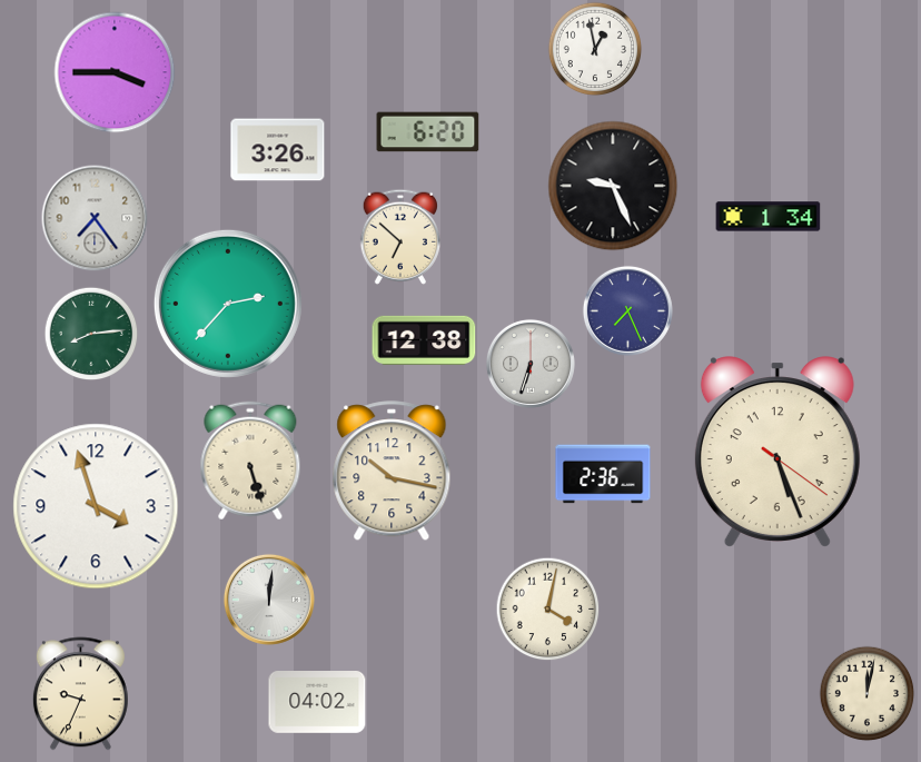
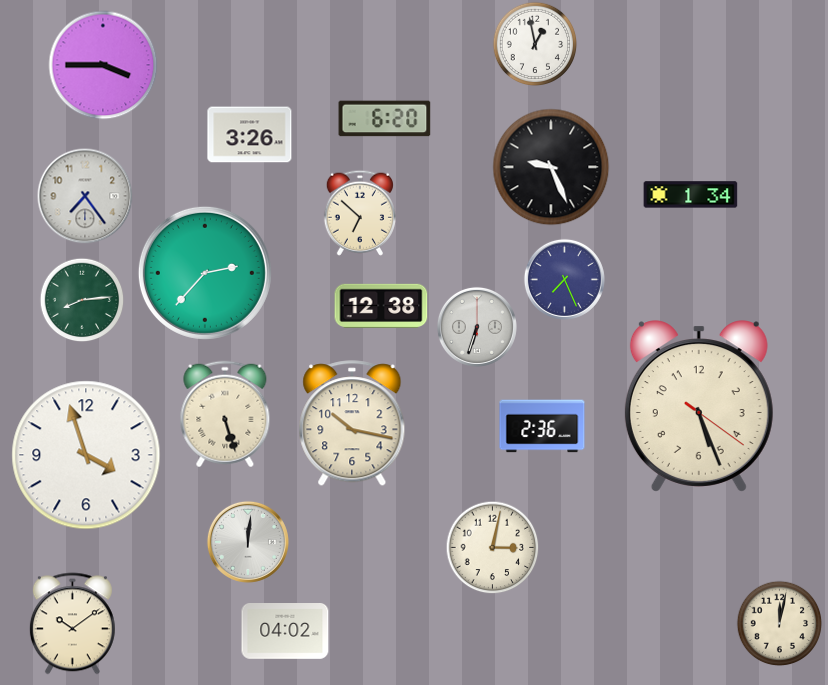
clock at (269, 600) position: (269, 600) -> (248, 542)
clock at (547, 608): 4:02 -> 3:02
clock at (80, 694): 9:34 -> 10:09
